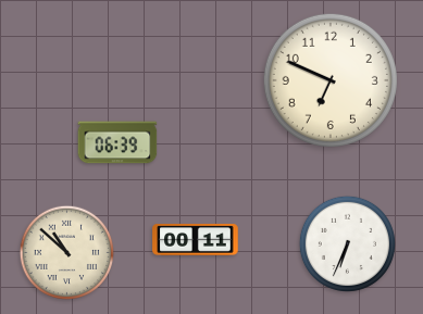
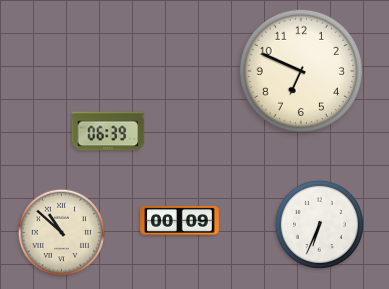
clock at (331, 80) position: (331, 80) -> (301, 71)
clock at (196, 239): 00:11 -> 00:09
